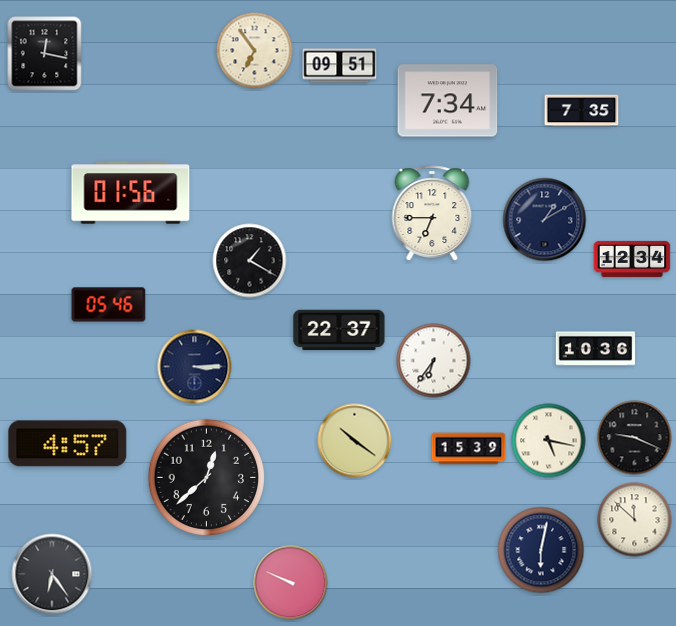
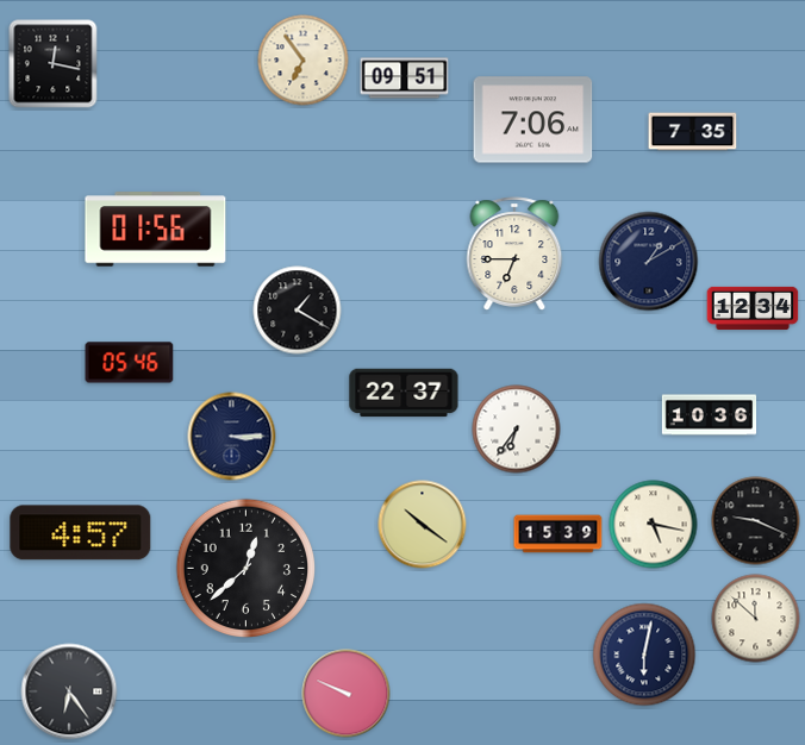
clock at (448, 101): 7:34 -> 7:06
clock at (68, 444) position: (68, 444) -> (81, 533)
clock at (52, 574) position: (52, 574) -> (69, 691)
